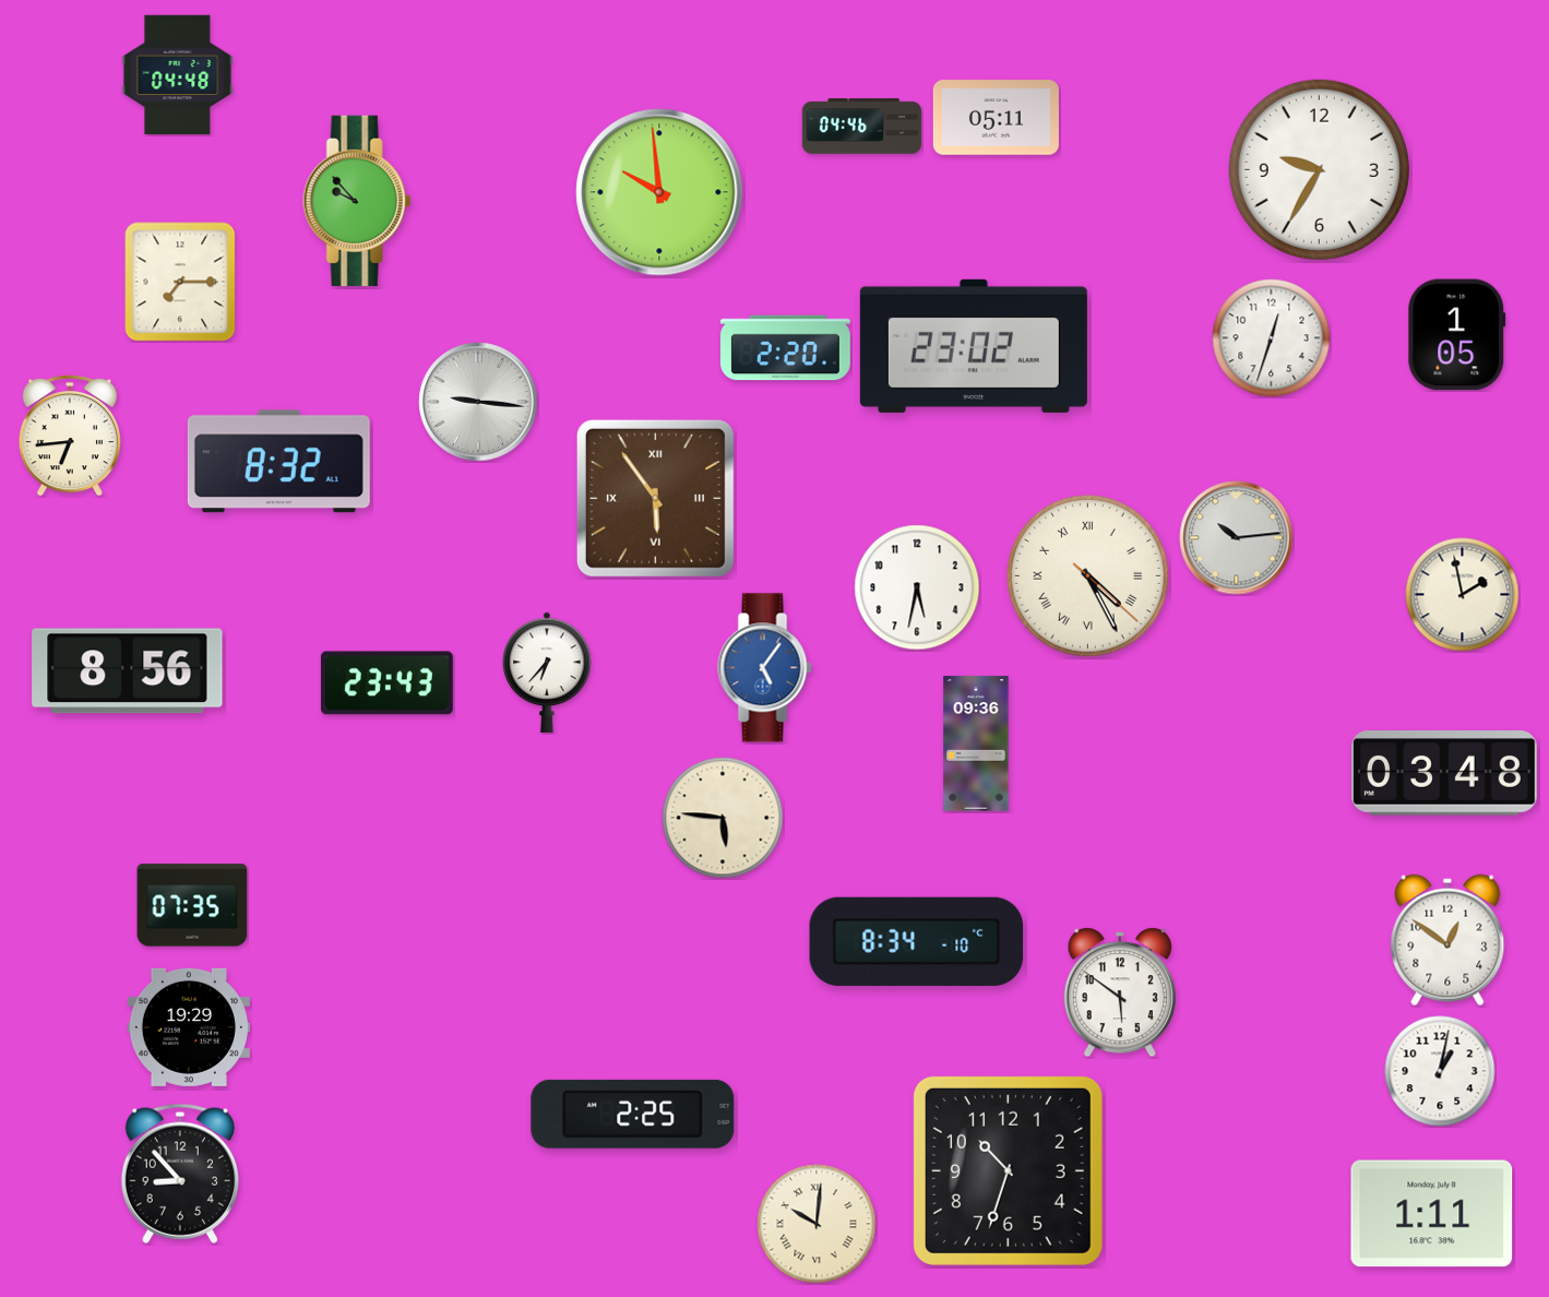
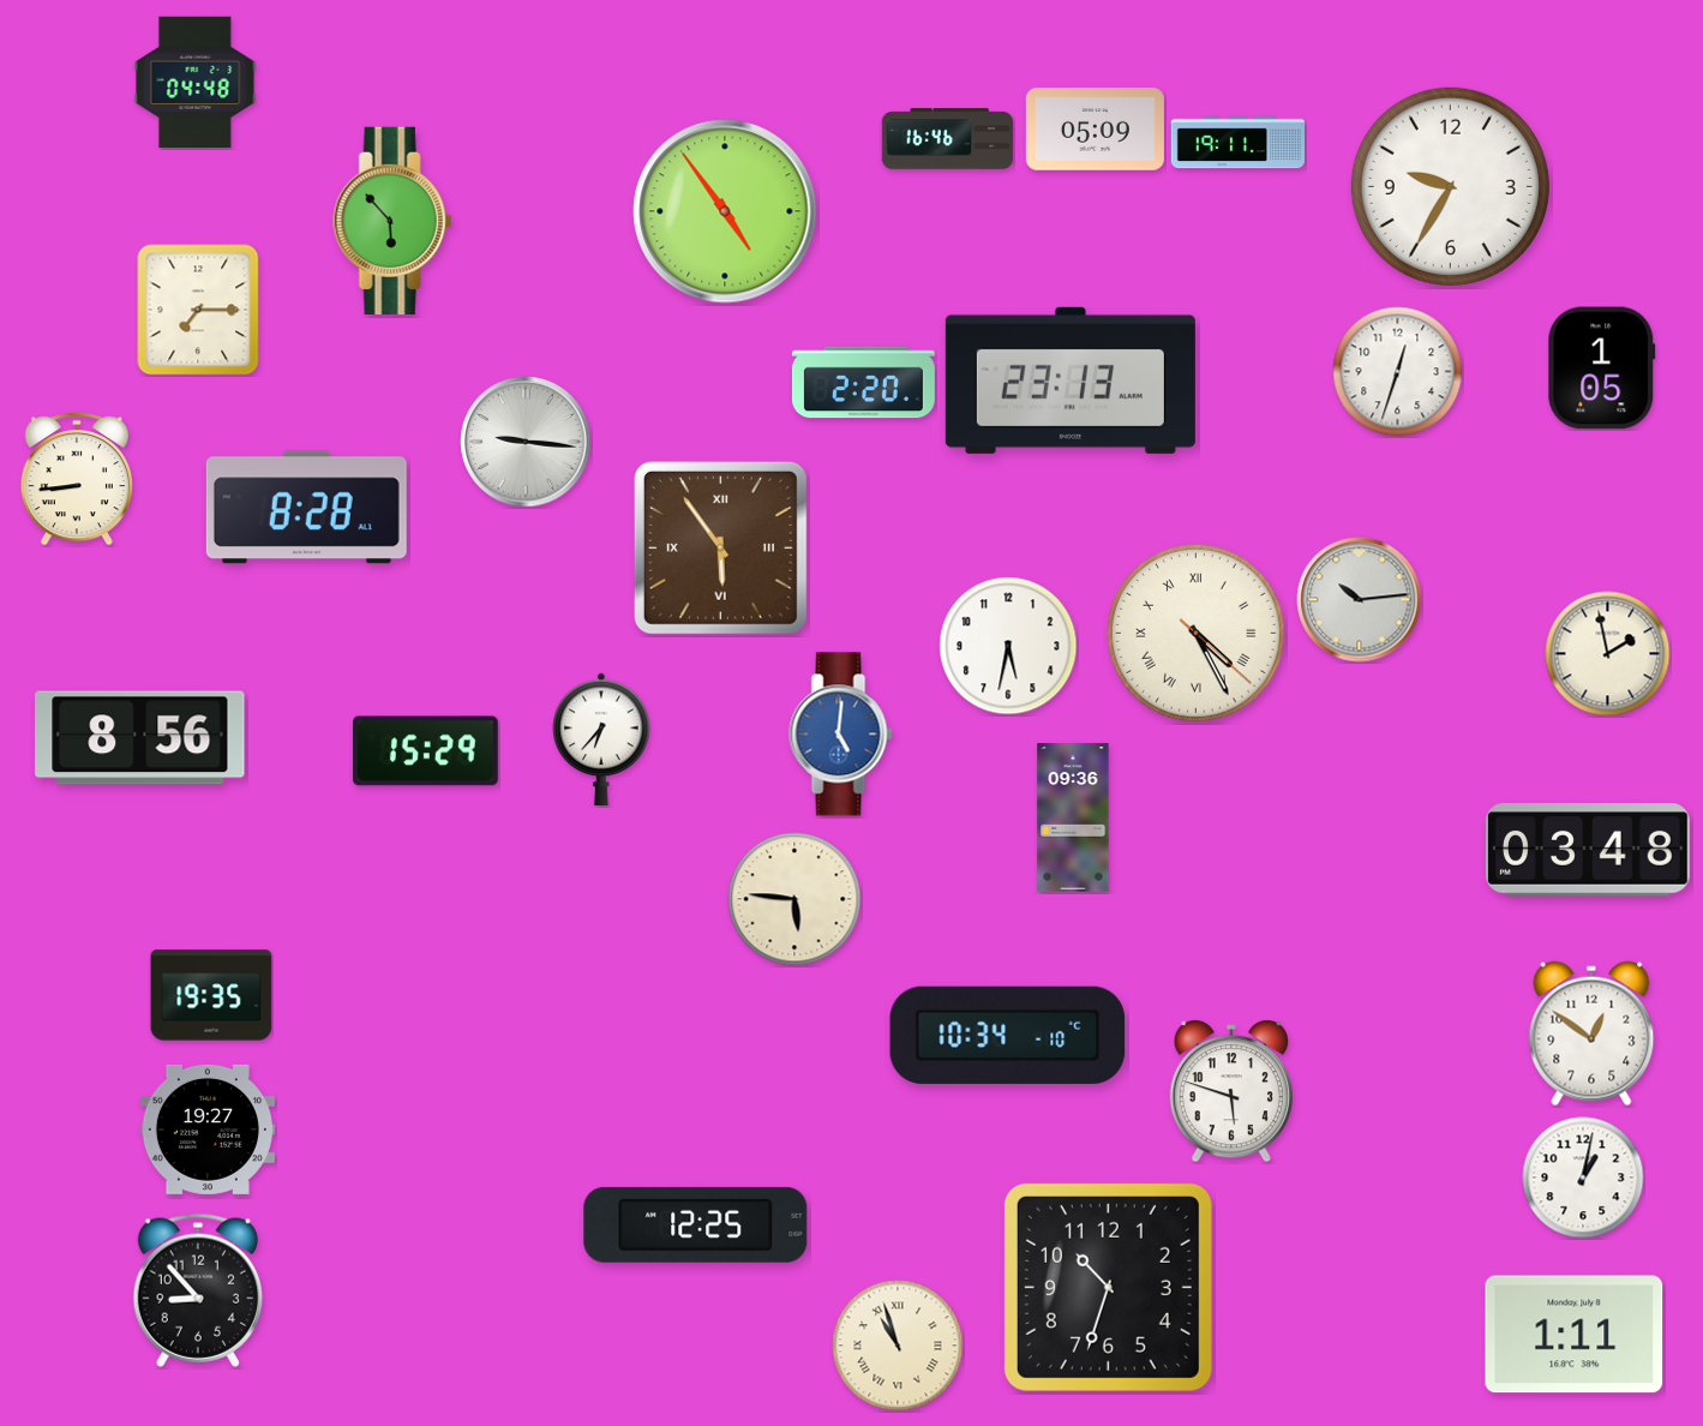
clock at (996, 118): 05:11 -> 05:09
clock at (862, 127): 04:46 -> 16:46
clock at (1239, 143): none -> 19:11
clock at (659, 192): 9:59 -> 4:54
clock at (357, 201): 9:53 -> 5:53
clock at (974, 346): 23:02 -> 23:13
clock at (69, 436): 6:44 -> 8:44
clock at (278, 462): 8:32 -> 8:28
clock at (1237, 538) position: (1237, 538) -> (1360, 600)
clock at (765, 668): 5:06 -> 5:01
clock at (386, 683): 23:43 -> 15:29
clock at (192, 905): 07:35 -> 19:35
clock at (917, 941): 8:34 -> 10:34
clock at (1120, 992): 5:51 -> 5:48
clock at (189, 1027): 19:29 -> 19:27
clock at (633, 1114): 2:25 -> 12:25
clock at (817, 1224): 10:01 -> 10:57
